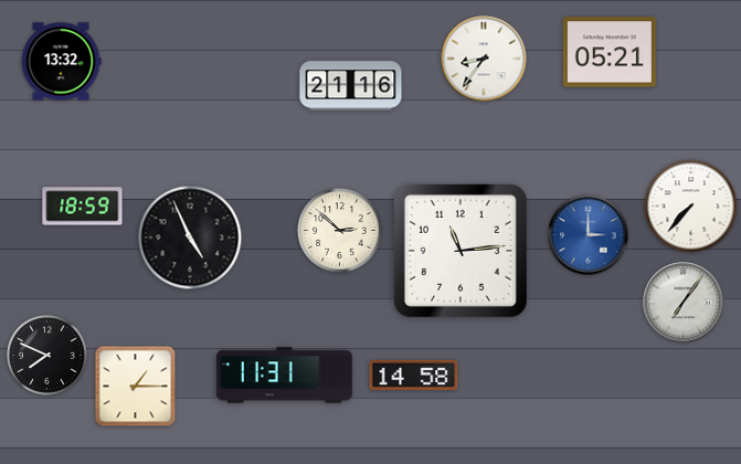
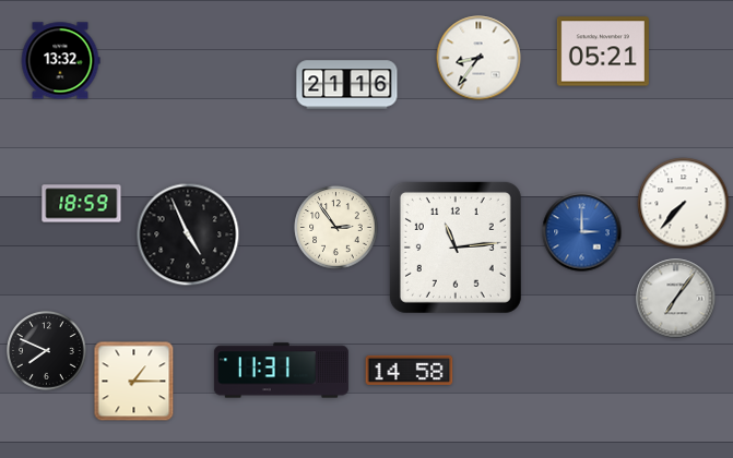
clock at (340, 231): 2:52 -> 2:54
